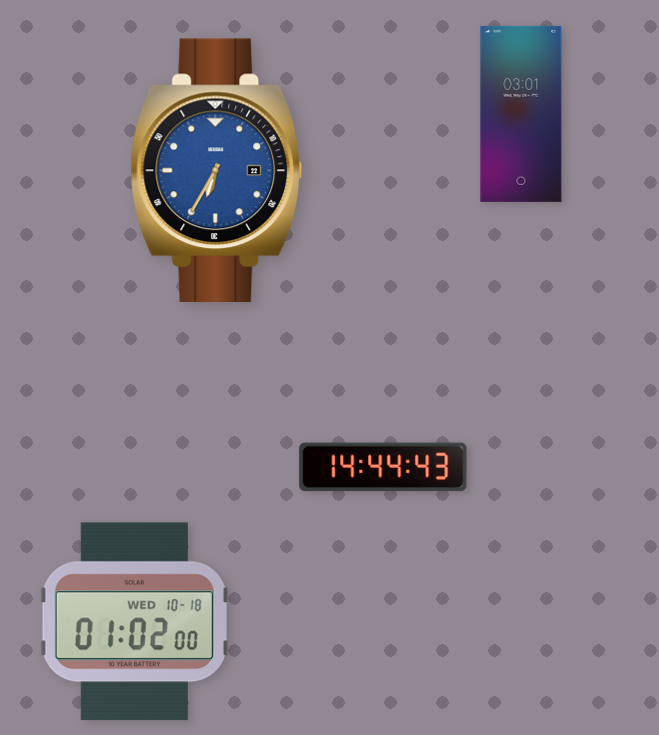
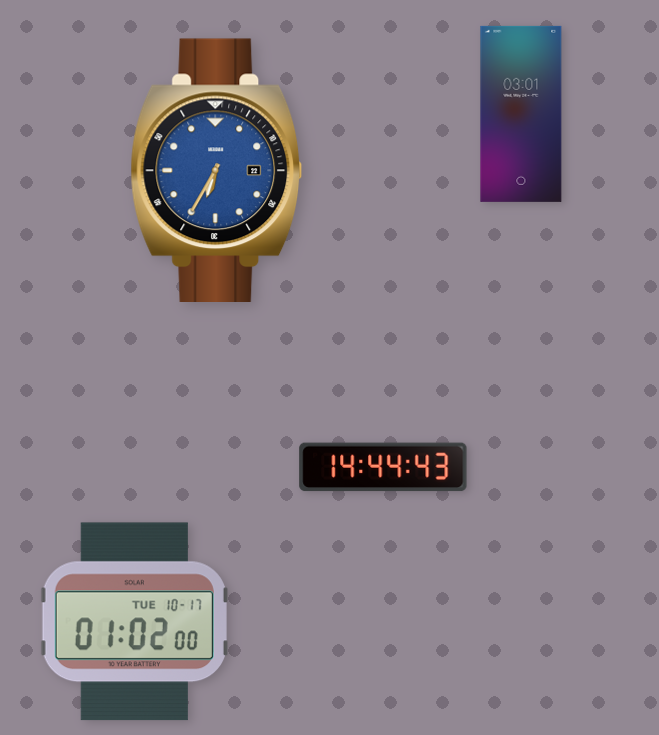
clock at (134, 622) date: WED 10-18 -> TUE 10-17
